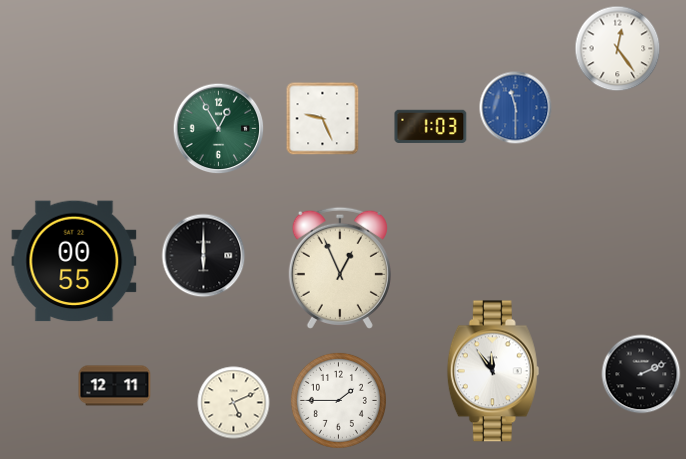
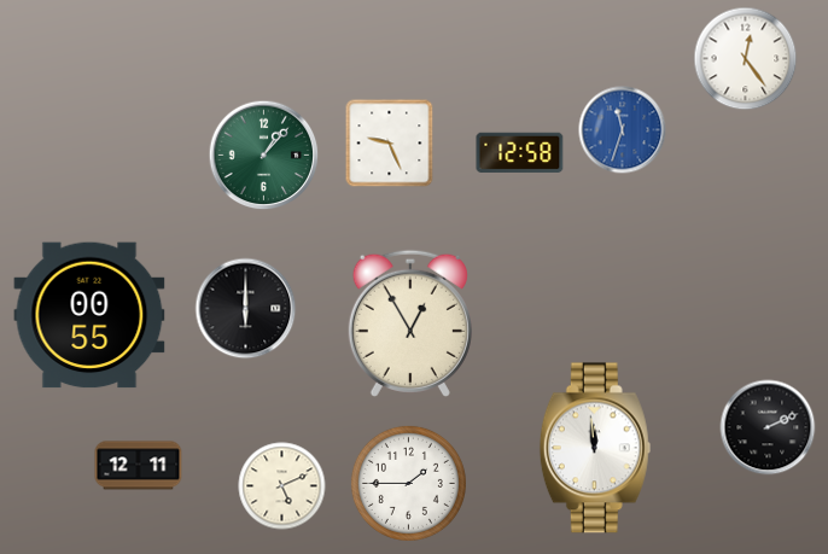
clock at (516, 108): 11:30 -> 11:33
clock at (431, 126): 1:03 -> 12:58
clock at (219, 129): 12:55 -> 1:07
clock at (340, 268): 12:56 -> 12:55
clock at (493, 371): 11:54 -> 11:59
clock at (641, 374) position: (641, 374) -> (768, 427)
